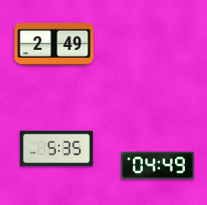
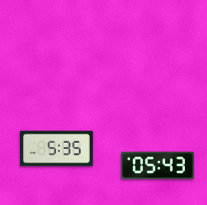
clock at (54, 44): 2:49 -> none
clock at (158, 166): 04:49 -> 05:43
